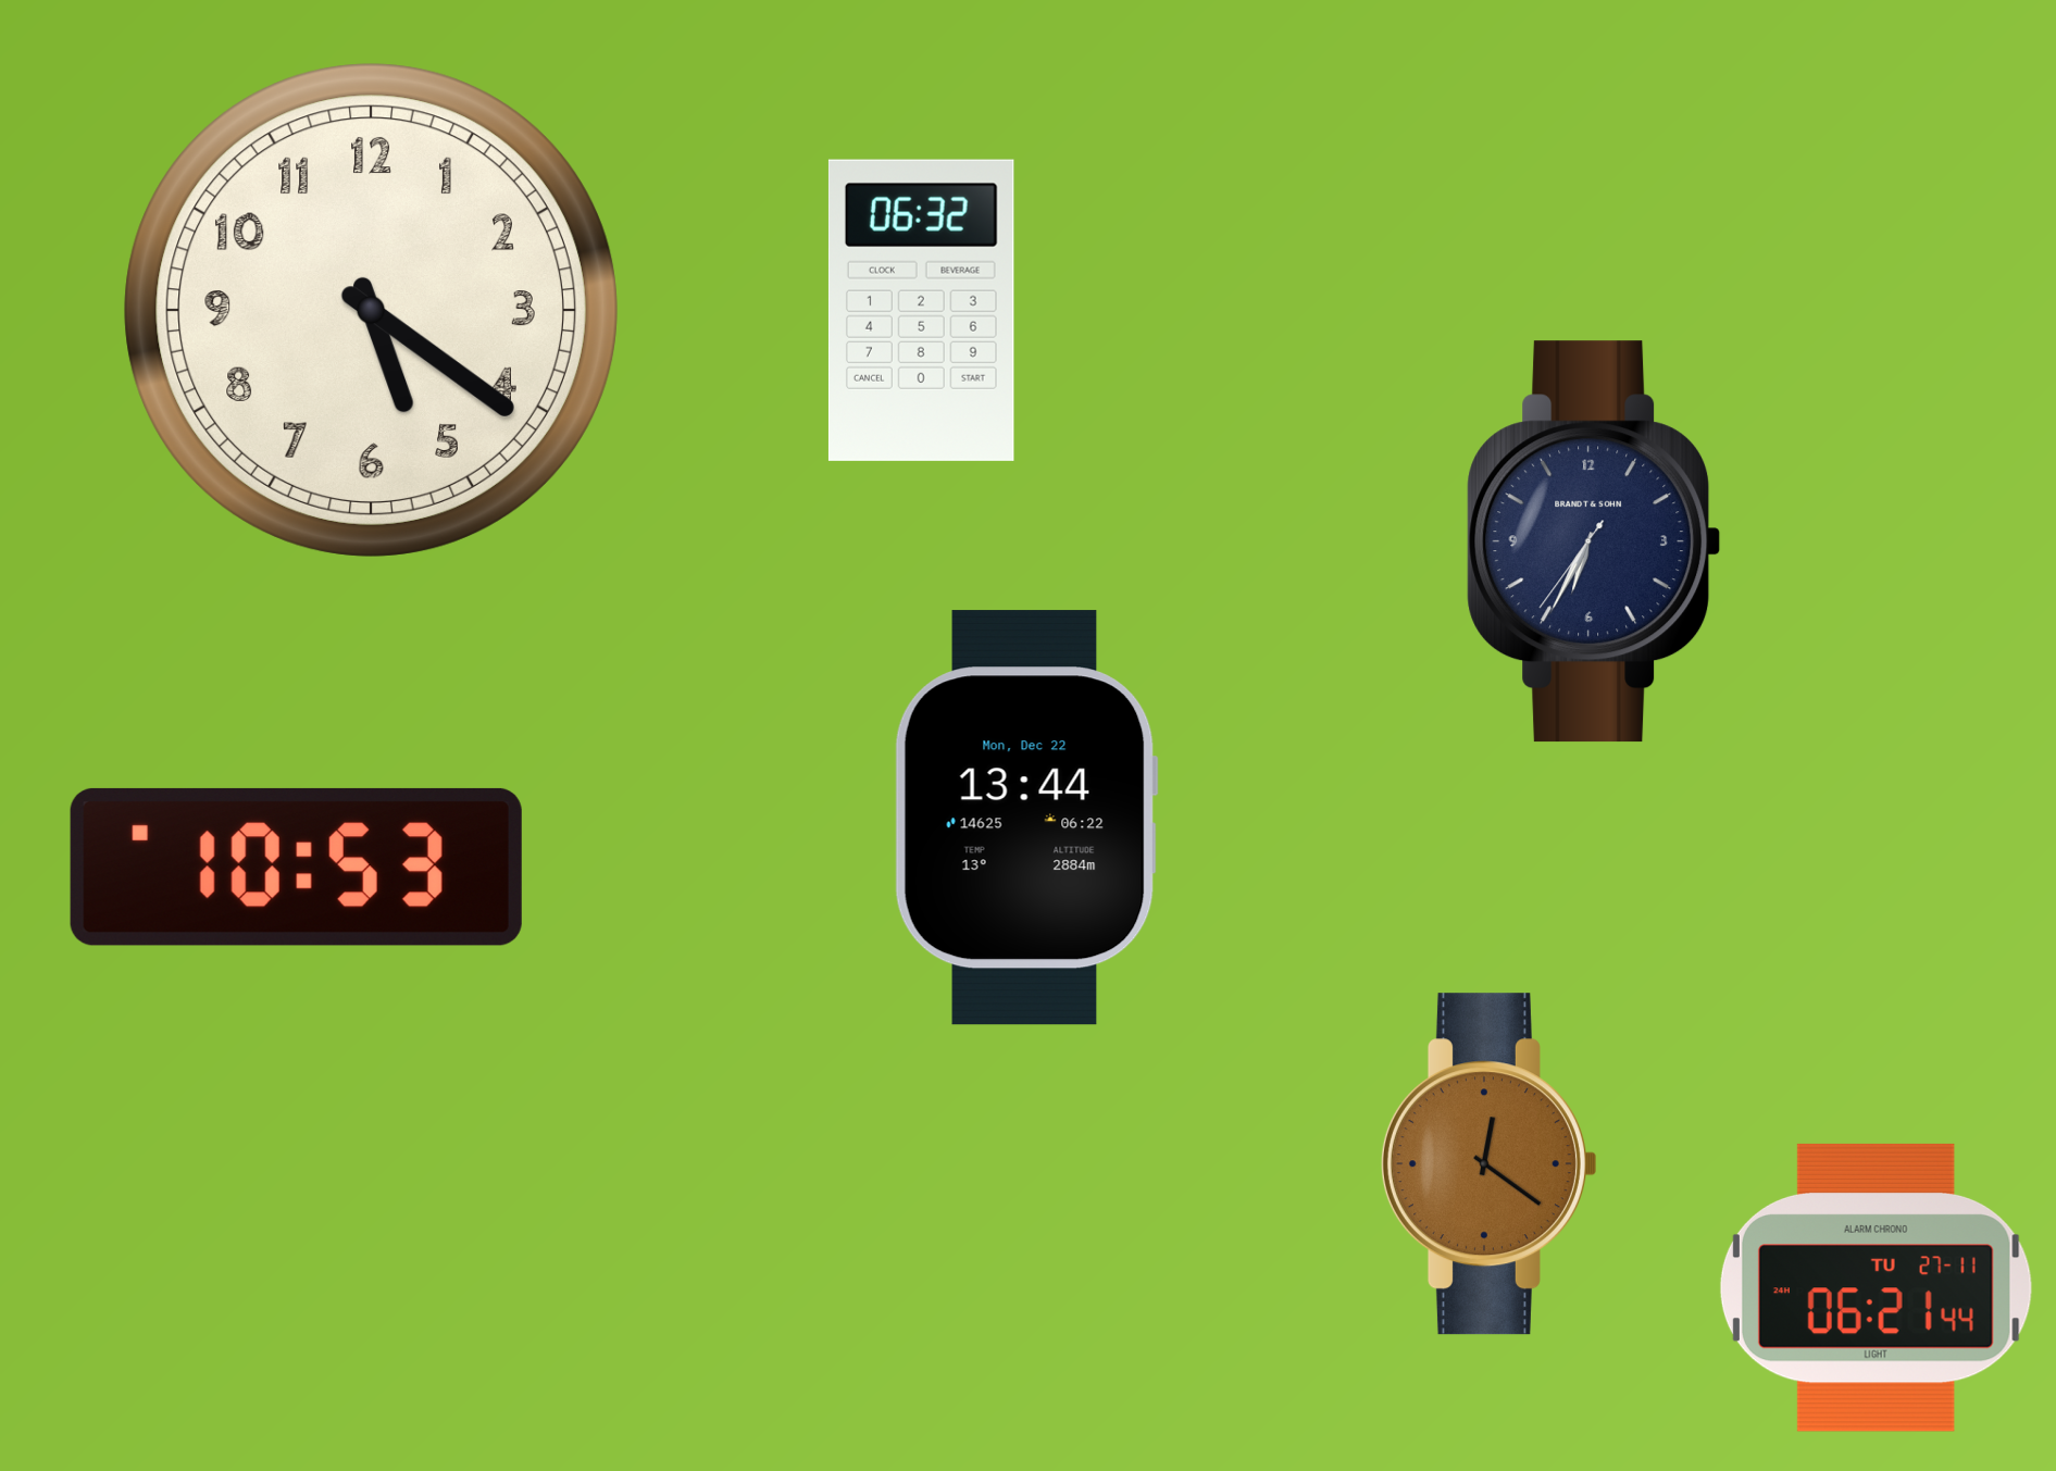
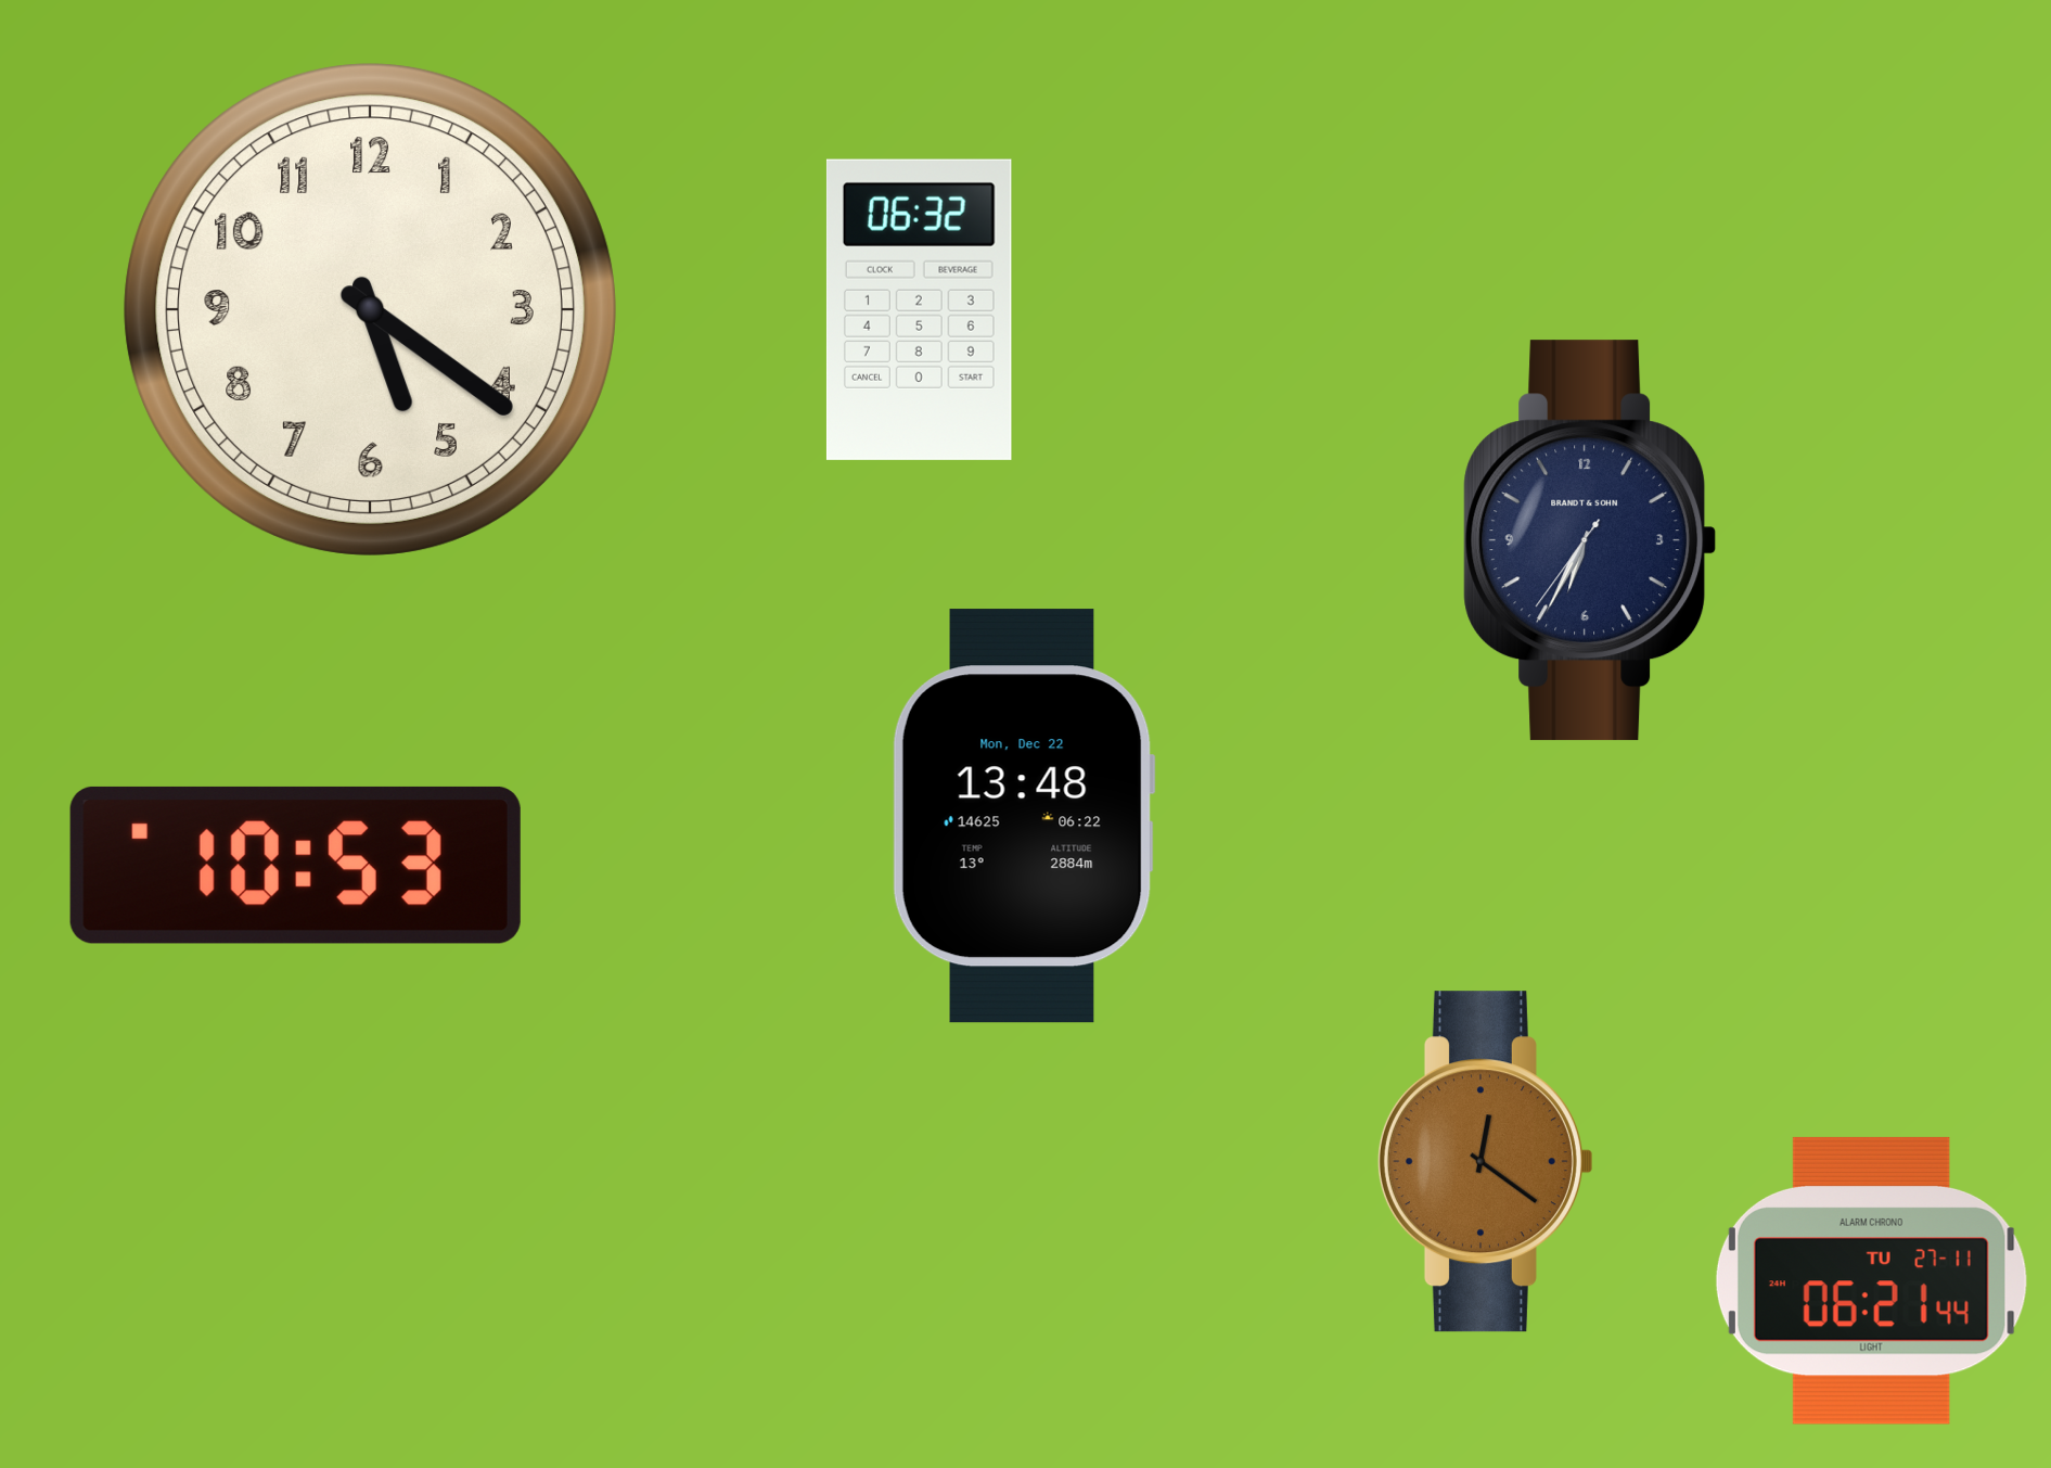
clock at (1026, 818): 13:44 -> 13:48
clock at (1876, 1287) position: (1876, 1287) -> (1871, 1280)
